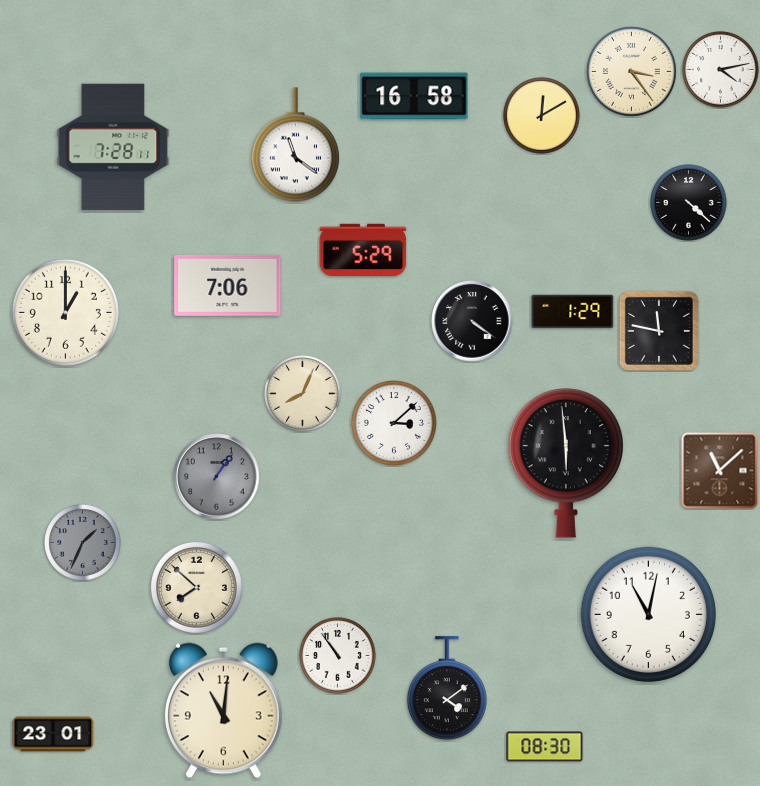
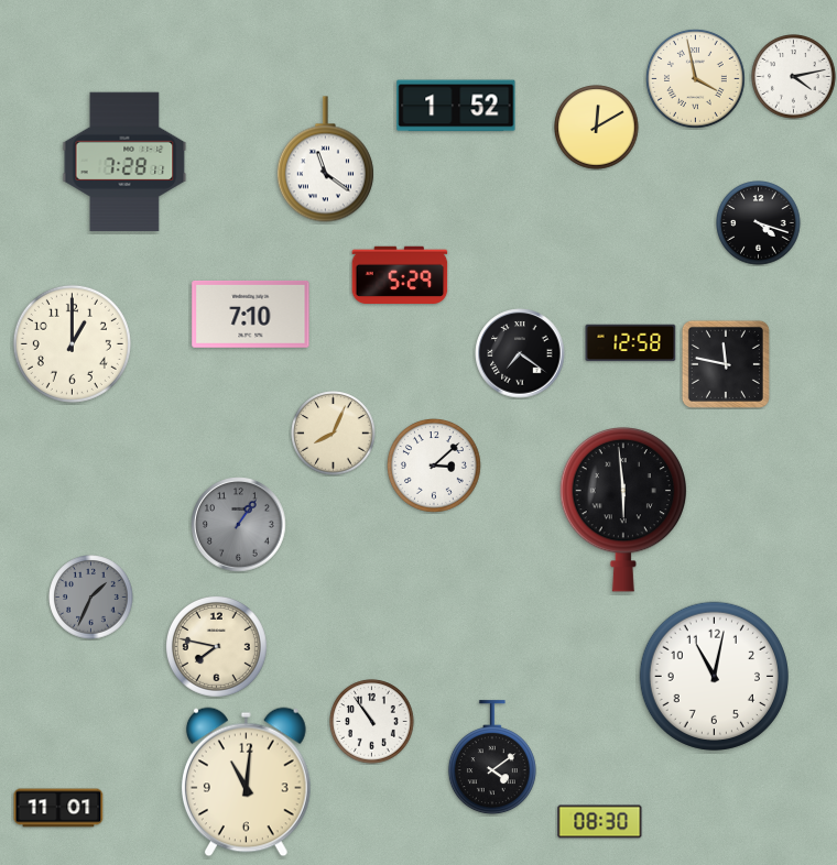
clock at (632, 72): 3:24 -> 3:58
clock at (414, 96): 16:58 -> 1:52
clock at (689, 203): 4:22 -> 4:18
clock at (228, 285): 7:06 -> 7:10
clock at (573, 312): 1:29 -> 12:58
clock at (472, 321): 4:21 -> 7:21
clock at (720, 471): 11:08 -> none
clock at (196, 587): 7:52 -> 7:47
clock at (53, 734): 23:01 -> 11:01
